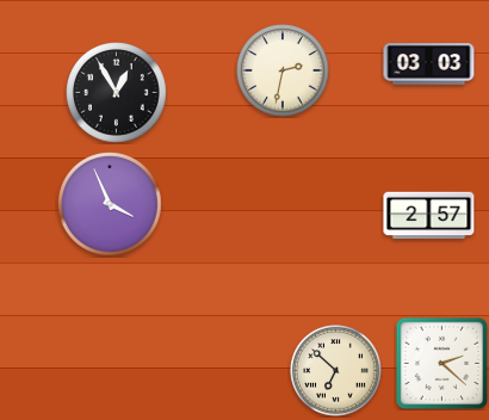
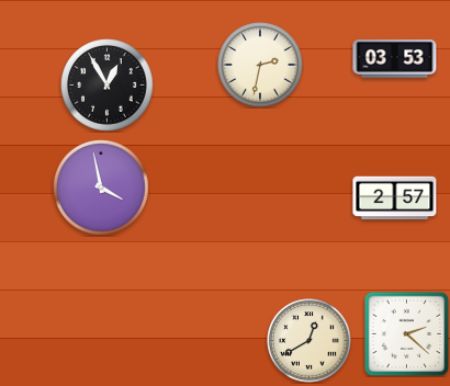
clock at (429, 64): 03:03 -> 03:53
clock at (111, 205): 3:56 -> 3:58
clock at (336, 371): 6:52 -> 12:40
